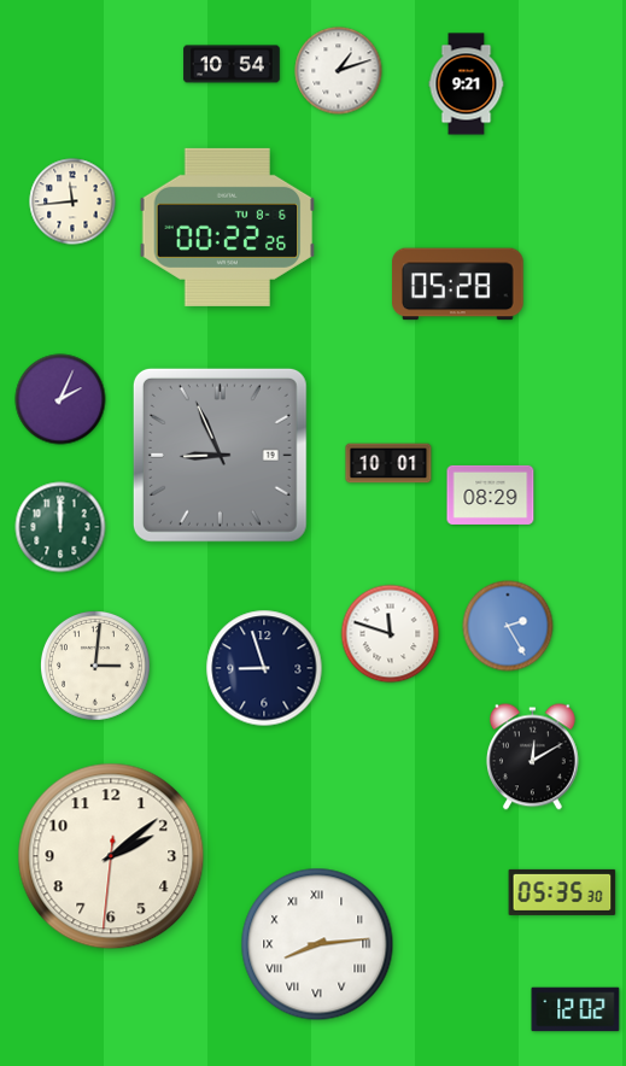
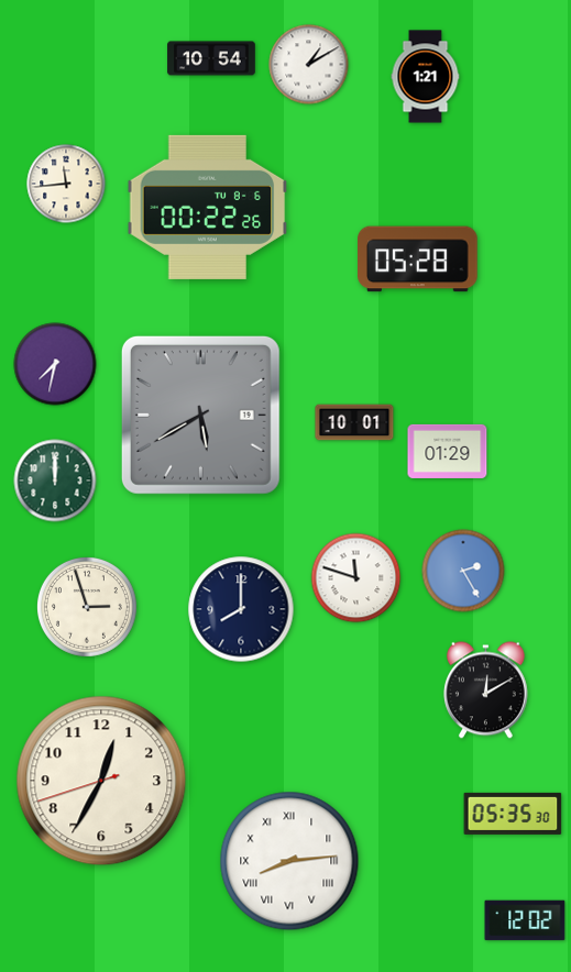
clock at (339, 71): 1:12 -> 1:10
clock at (467, 84): 9:21 -> 1:21
clock at (60, 399): 2:04 -> 7:32
clock at (220, 455): 8:56 -> 5:40
clock at (491, 494): 08:29 -> 01:29
clock at (95, 666): 3:01 -> 2:57
clock at (264, 668): 8:57 -> 8:00
clock at (111, 856): 2:08 -> 12:34
